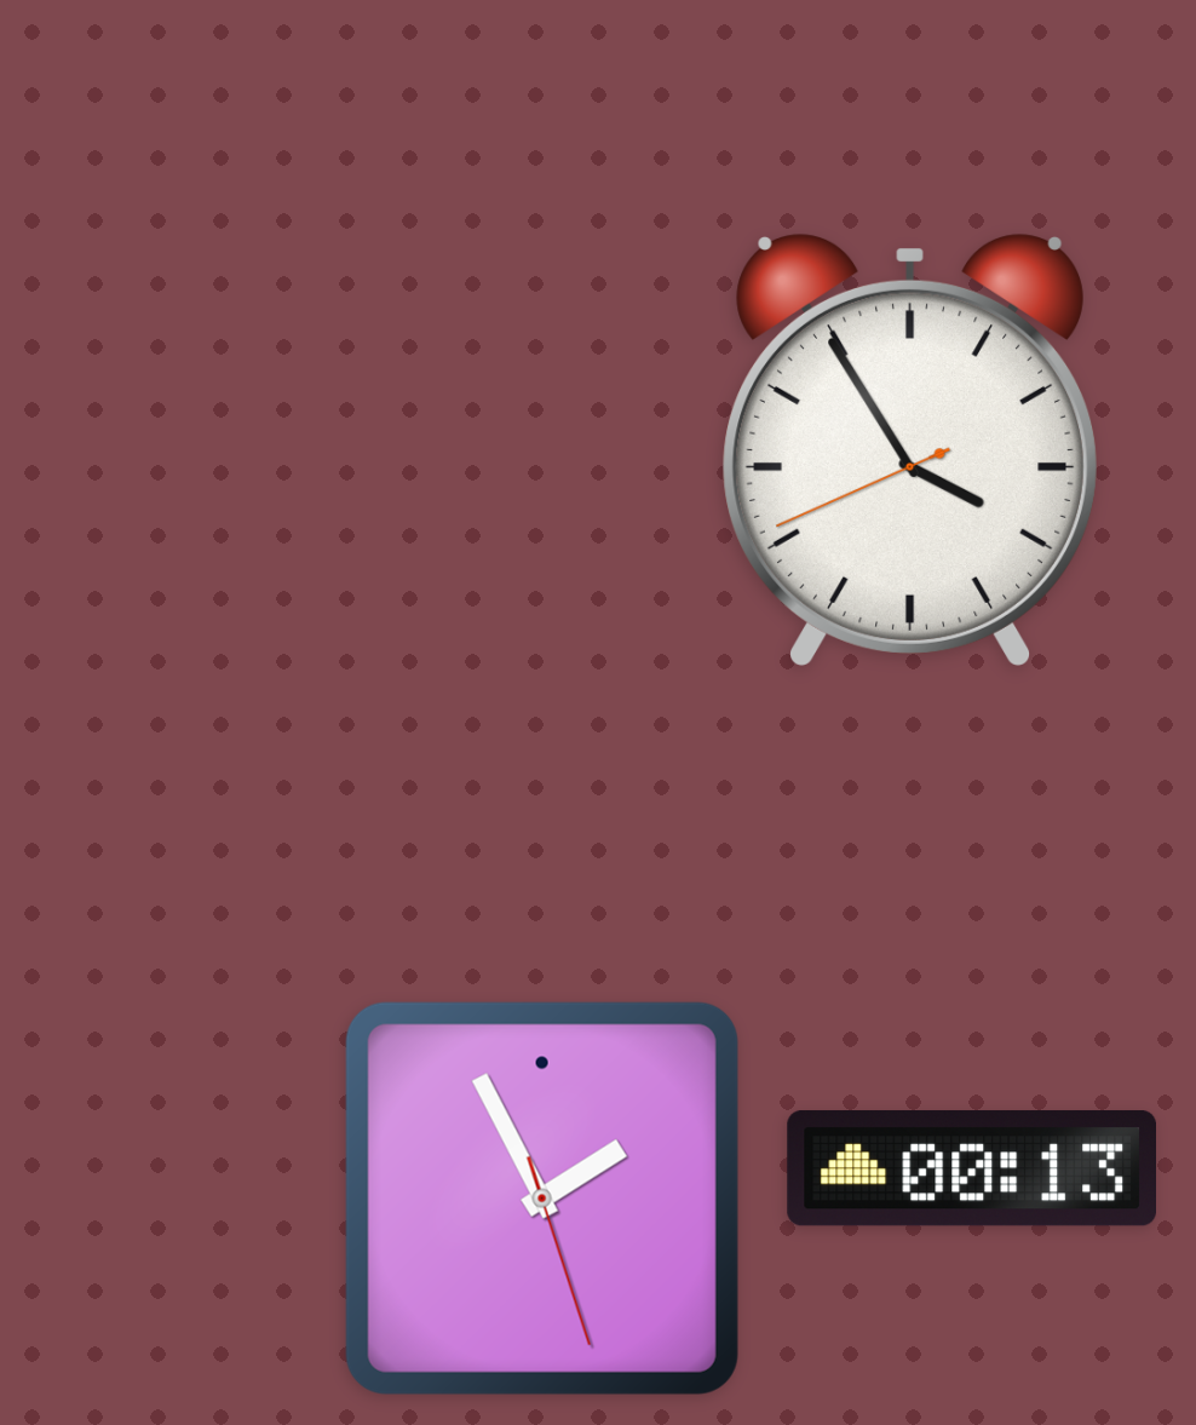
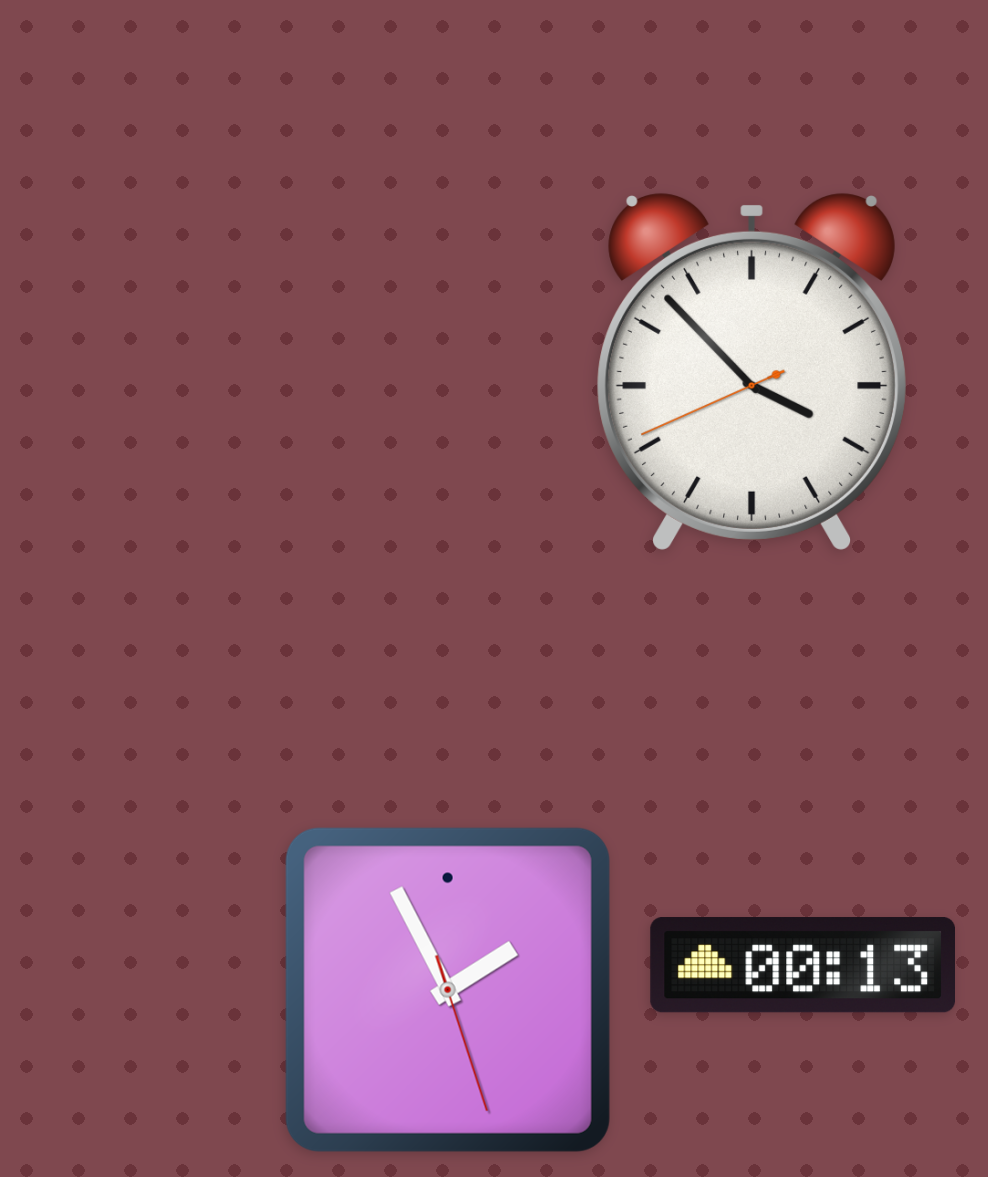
clock at (909, 449): 3:54 -> 3:52
